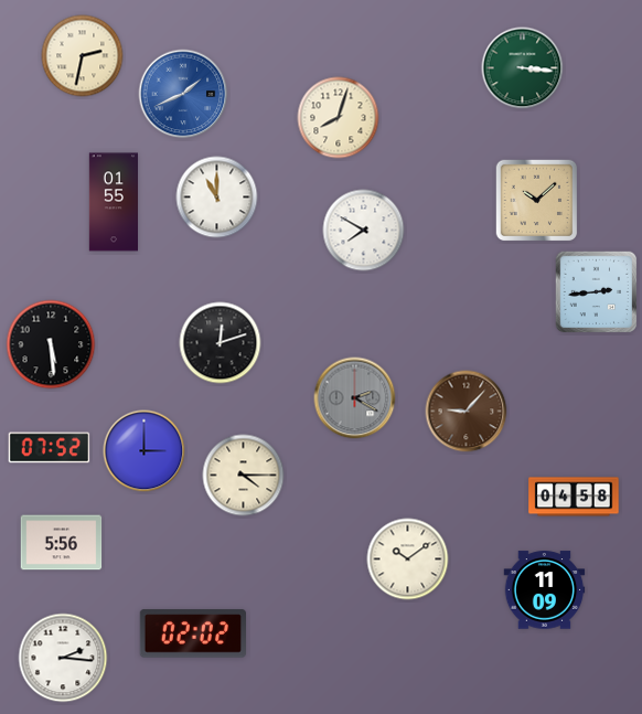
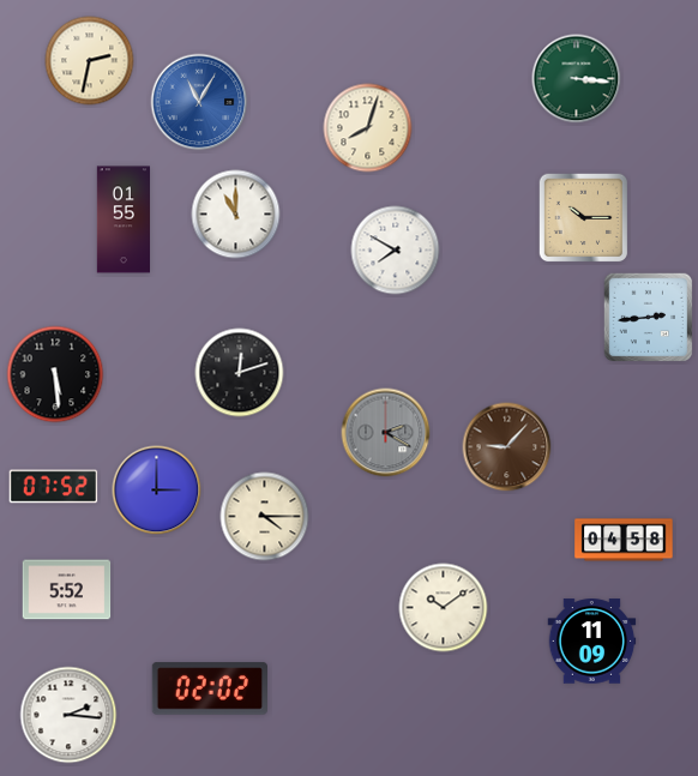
clock at (523, 68) position: (523, 68) -> (577, 79)
clock at (183, 94): 1:41 -> 11:05
clock at (537, 201): 10:08 -> 10:15
clock at (62, 543): 5:56 -> 5:52
